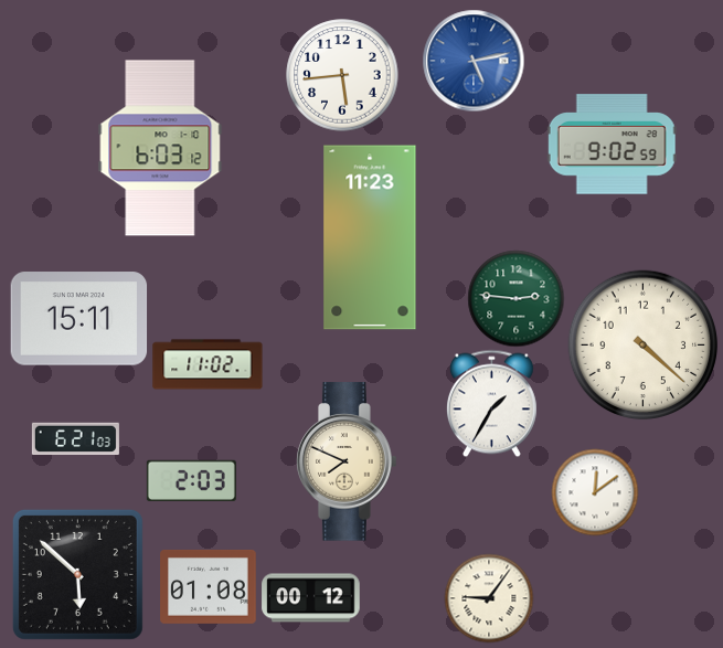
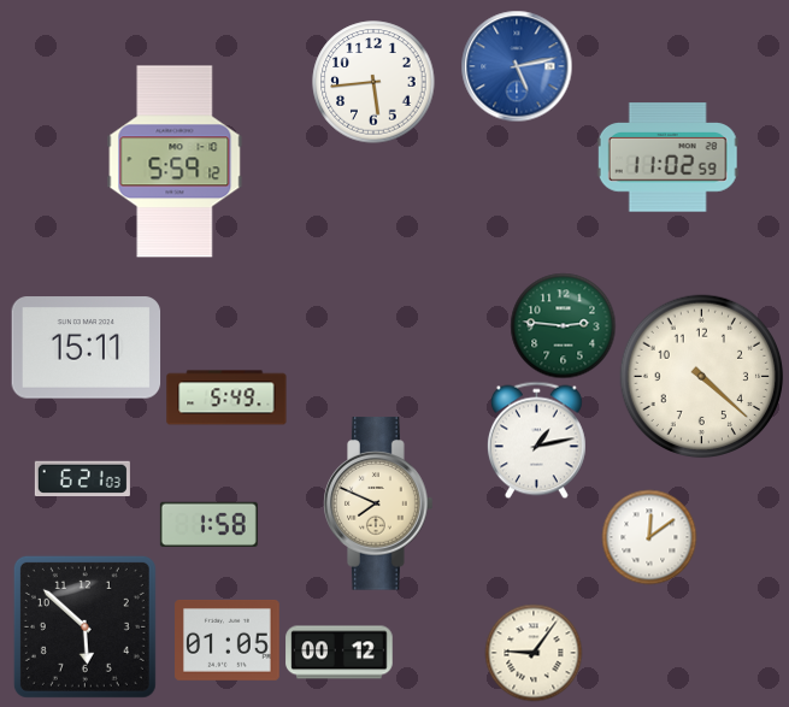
clock at (612, 145): 9:02 -> 11:02
clock at (160, 148): 6:03 -> 5:59
clock at (370, 237): 11:23 -> none
clock at (208, 364): 11:02 -> 5:49
clock at (491, 403): 1:35 -> 1:13
clock at (191, 480): 2:03 -> 1:58
clock at (209, 586): 01:08 -> 01:05
